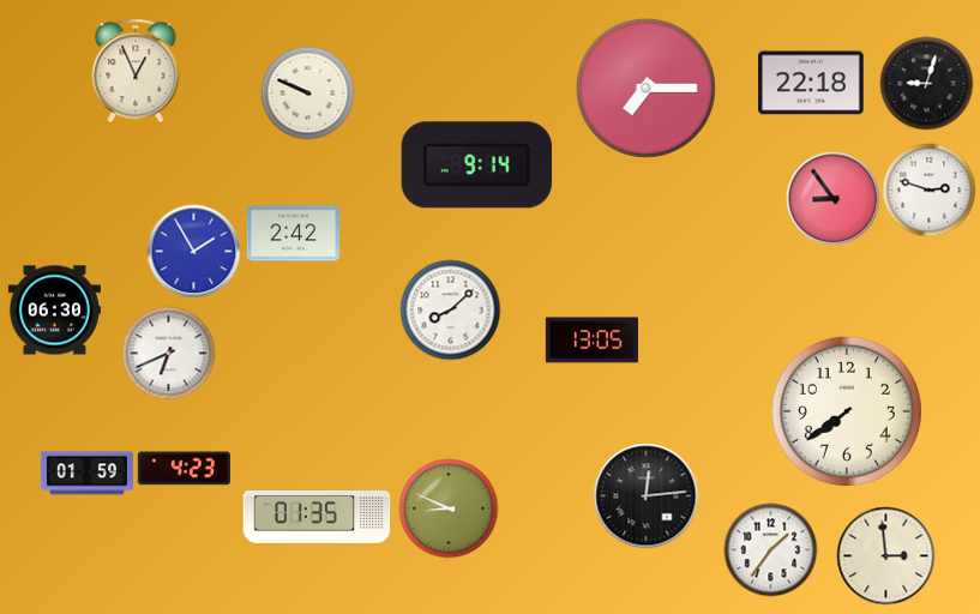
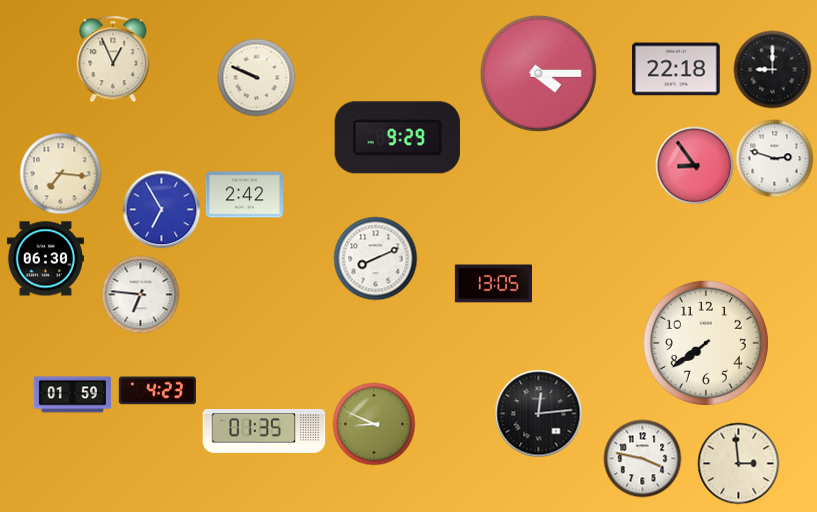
clock at (926, 83): 9:03 -> 9:00
clock at (645, 88): 7:15 -> 4:15
clock at (476, 165): 9:14 -> 9:29
clock at (60, 173): none -> 7:16
clock at (193, 251): 1:55 -> 6:55
clock at (450, 309): 8:08 -> 8:11
clock at (168, 353): 6:41 -> 6:46
clock at (184, 469) position: (184, 469) -> (157, 391)
clock at (770, 549): 1:36 -> 3:47
